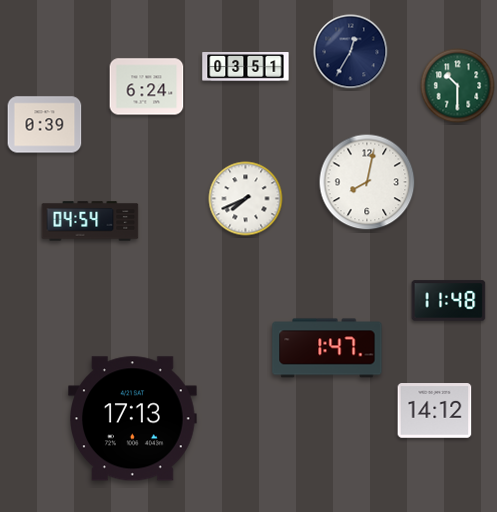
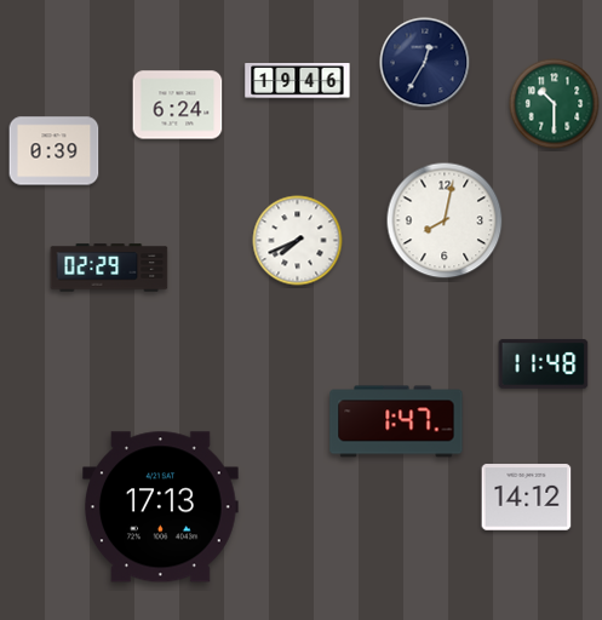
clock at (246, 67): 03:51 -> 19:46
clock at (90, 221): 04:54 -> 02:29
